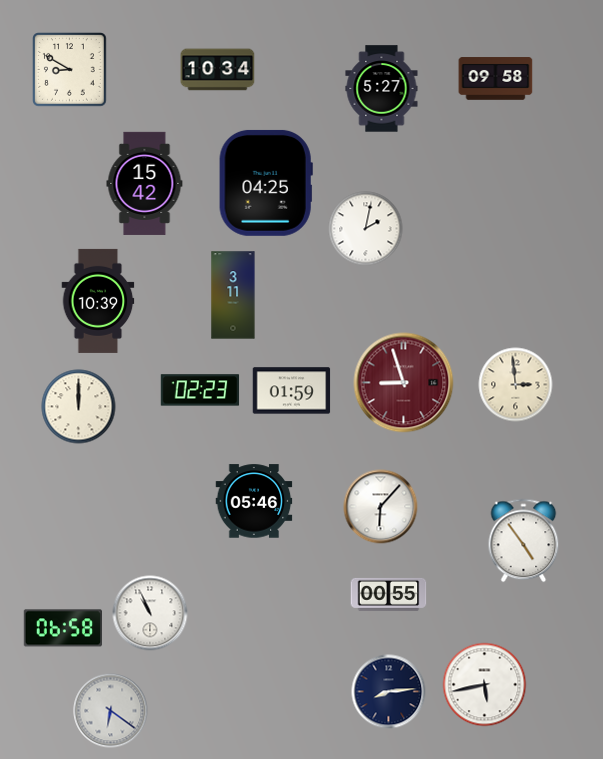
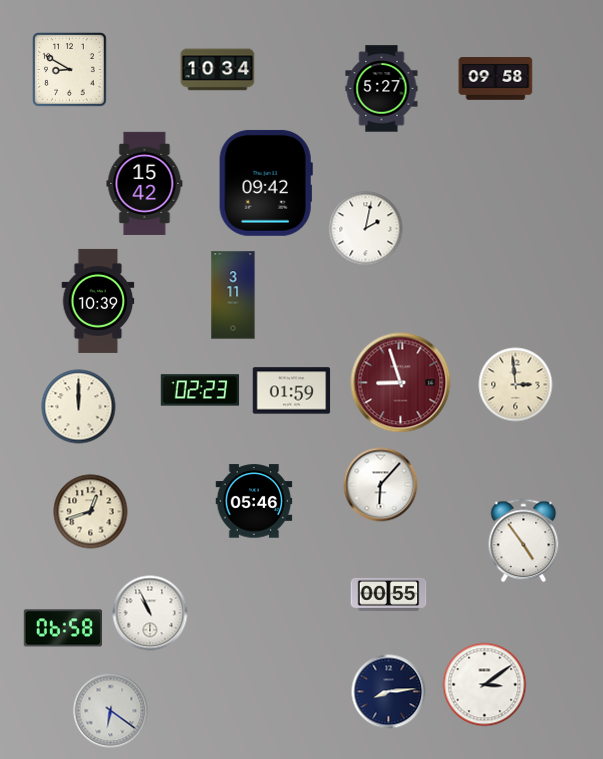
clock at (266, 183): 04:25 -> 09:42
clock at (404, 383) position: (404, 383) -> (401, 383)
clock at (381, 507) position: (381, 507) -> (381, 485)
clock at (91, 512): none -> 12:42
clock at (485, 685): 5:43 -> 3:09
